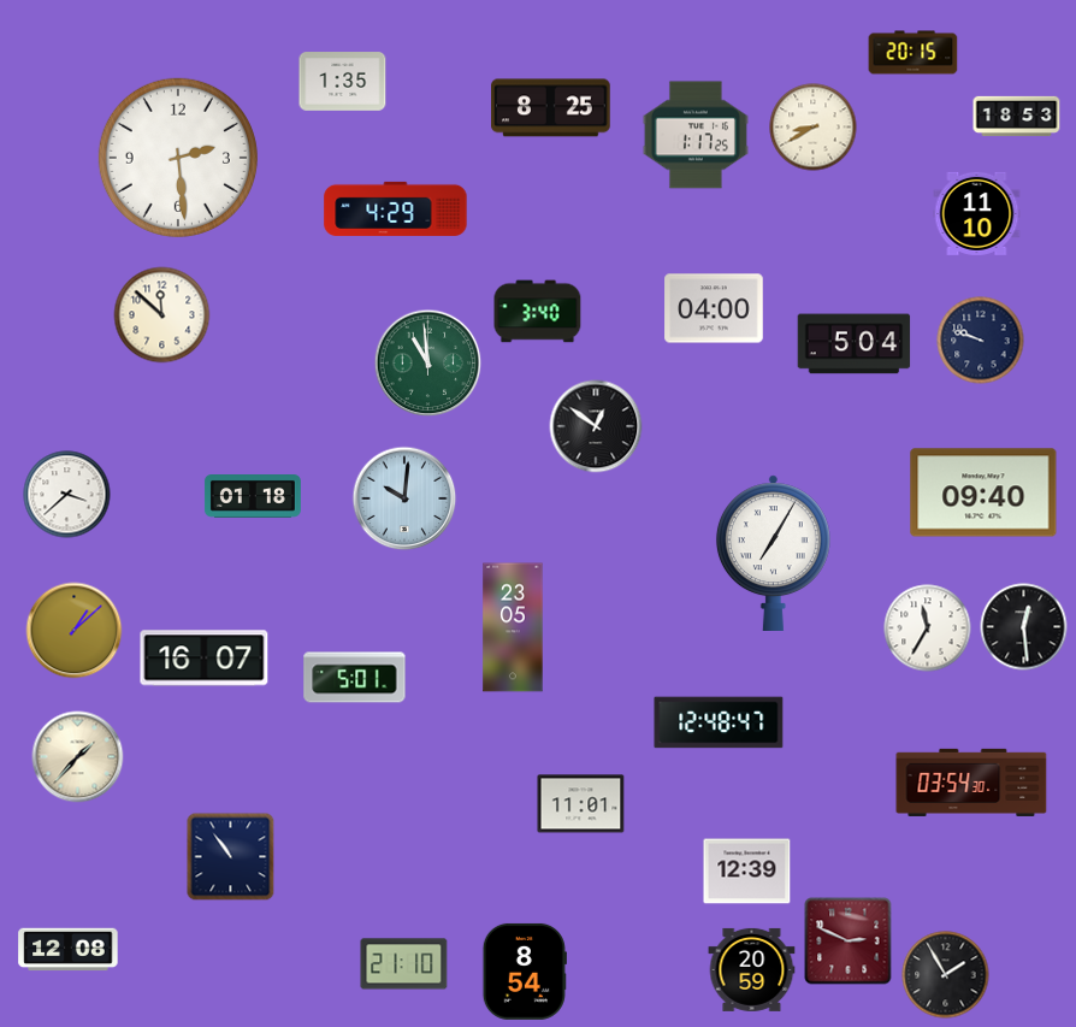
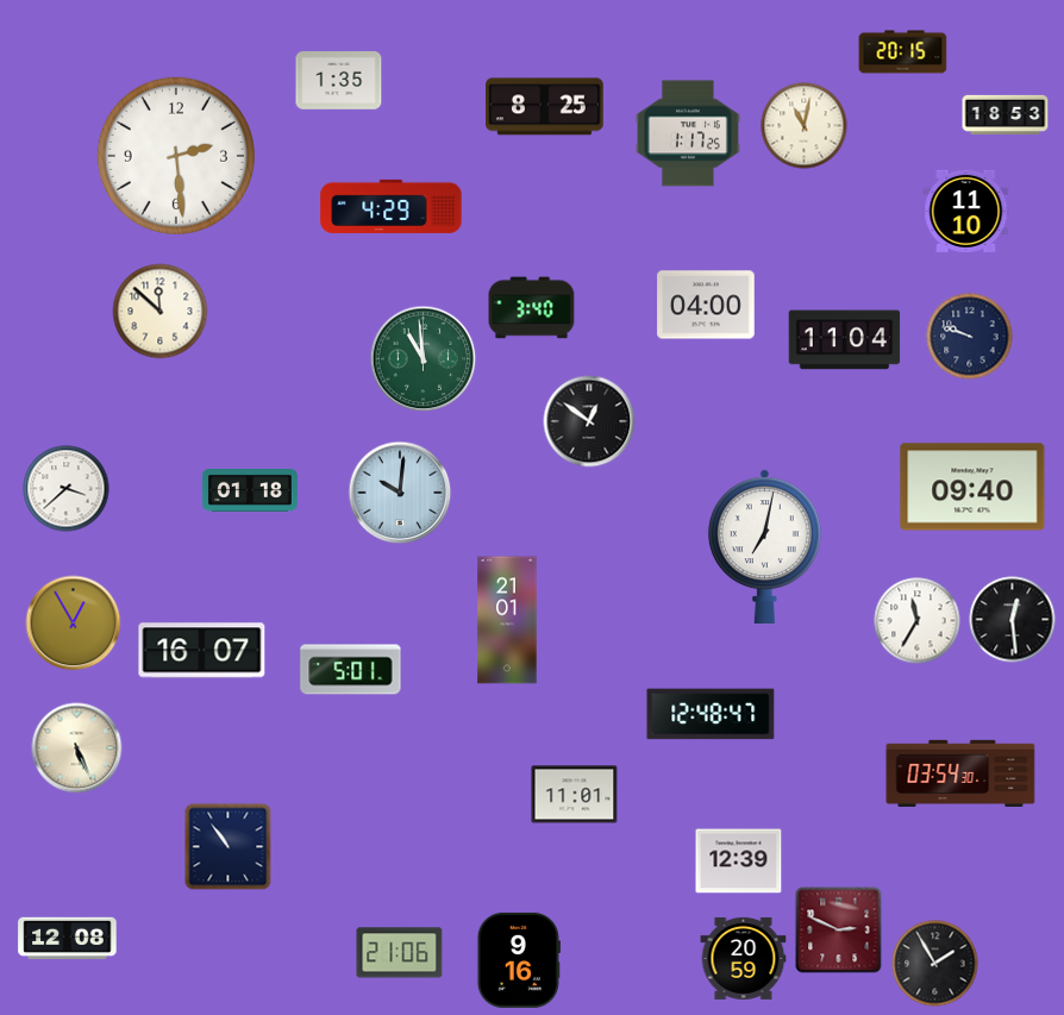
clock at (814, 128): 8:40 -> 11:02
clock at (855, 344): 5:04 -> 11:04
clock at (773, 553): 7:05 -> 7:02
clock at (513, 627): 23:05 -> 21:01
clock at (75, 631): 1:08 -> 12:55
clock at (78, 757): 1:37 -> 5:26
clock at (404, 964): 21:10 -> 21:06
clock at (525, 972): 8:54 -> 9:16
